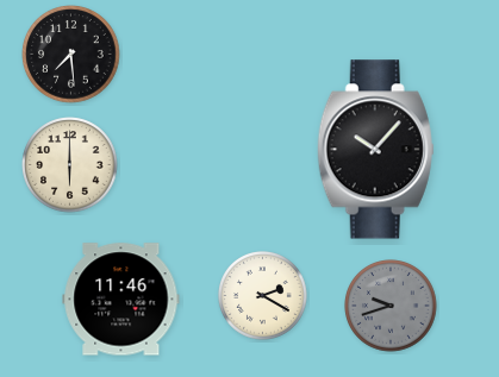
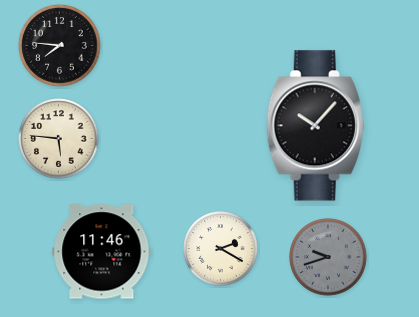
clock at (71, 55): 7:29 -> 7:46
clock at (70, 165): 6:00 -> 5:46
